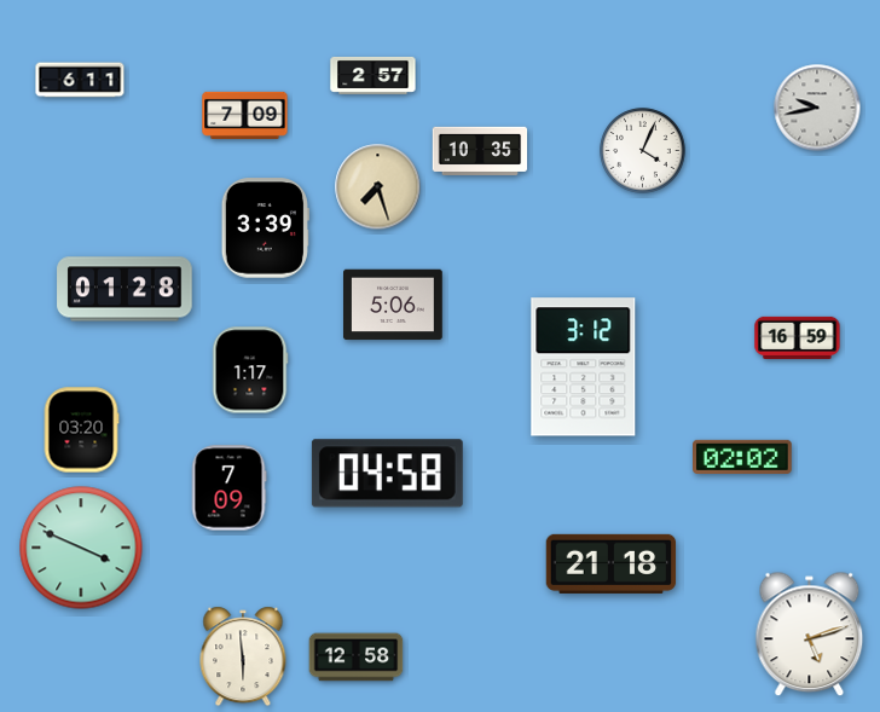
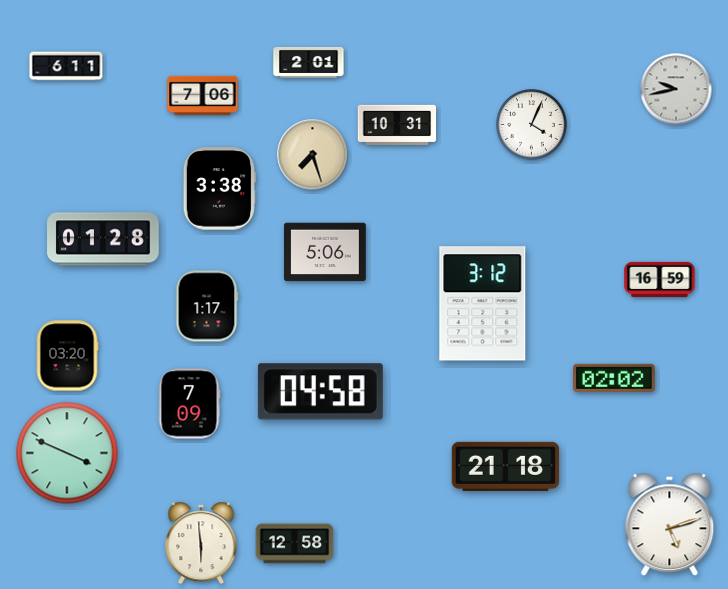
clock at (374, 75): 2:57 -> 2:01
clock at (245, 115): 7:09 -> 7:06
clock at (480, 151): 10:35 -> 10:31
clock at (265, 228): 3:39 -> 3:38
